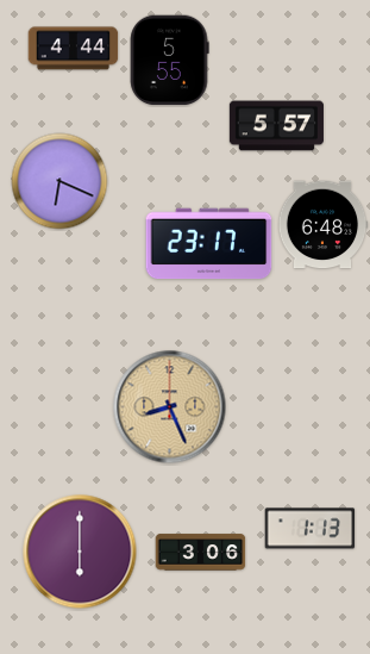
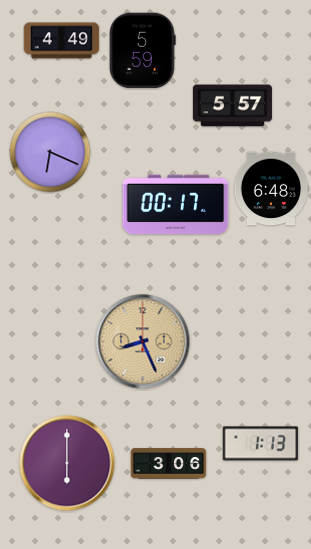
clock at (74, 49): 4:44 -> 4:49
clock at (170, 61): 5:55 -> 5:59
clock at (209, 244): 23:17 -> 00:17
